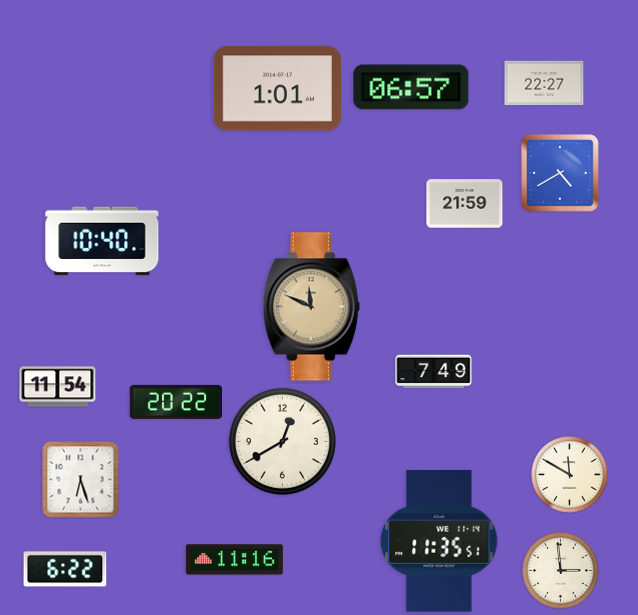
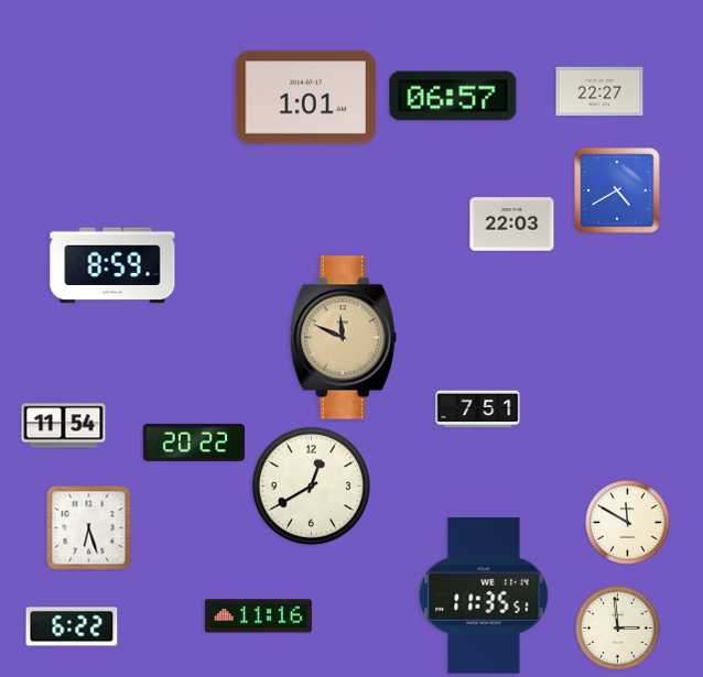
clock at (465, 204): 21:59 -> 22:03
clock at (102, 241): 10:40 -> 8:59
clock at (434, 372): 7:49 -> 7:51
